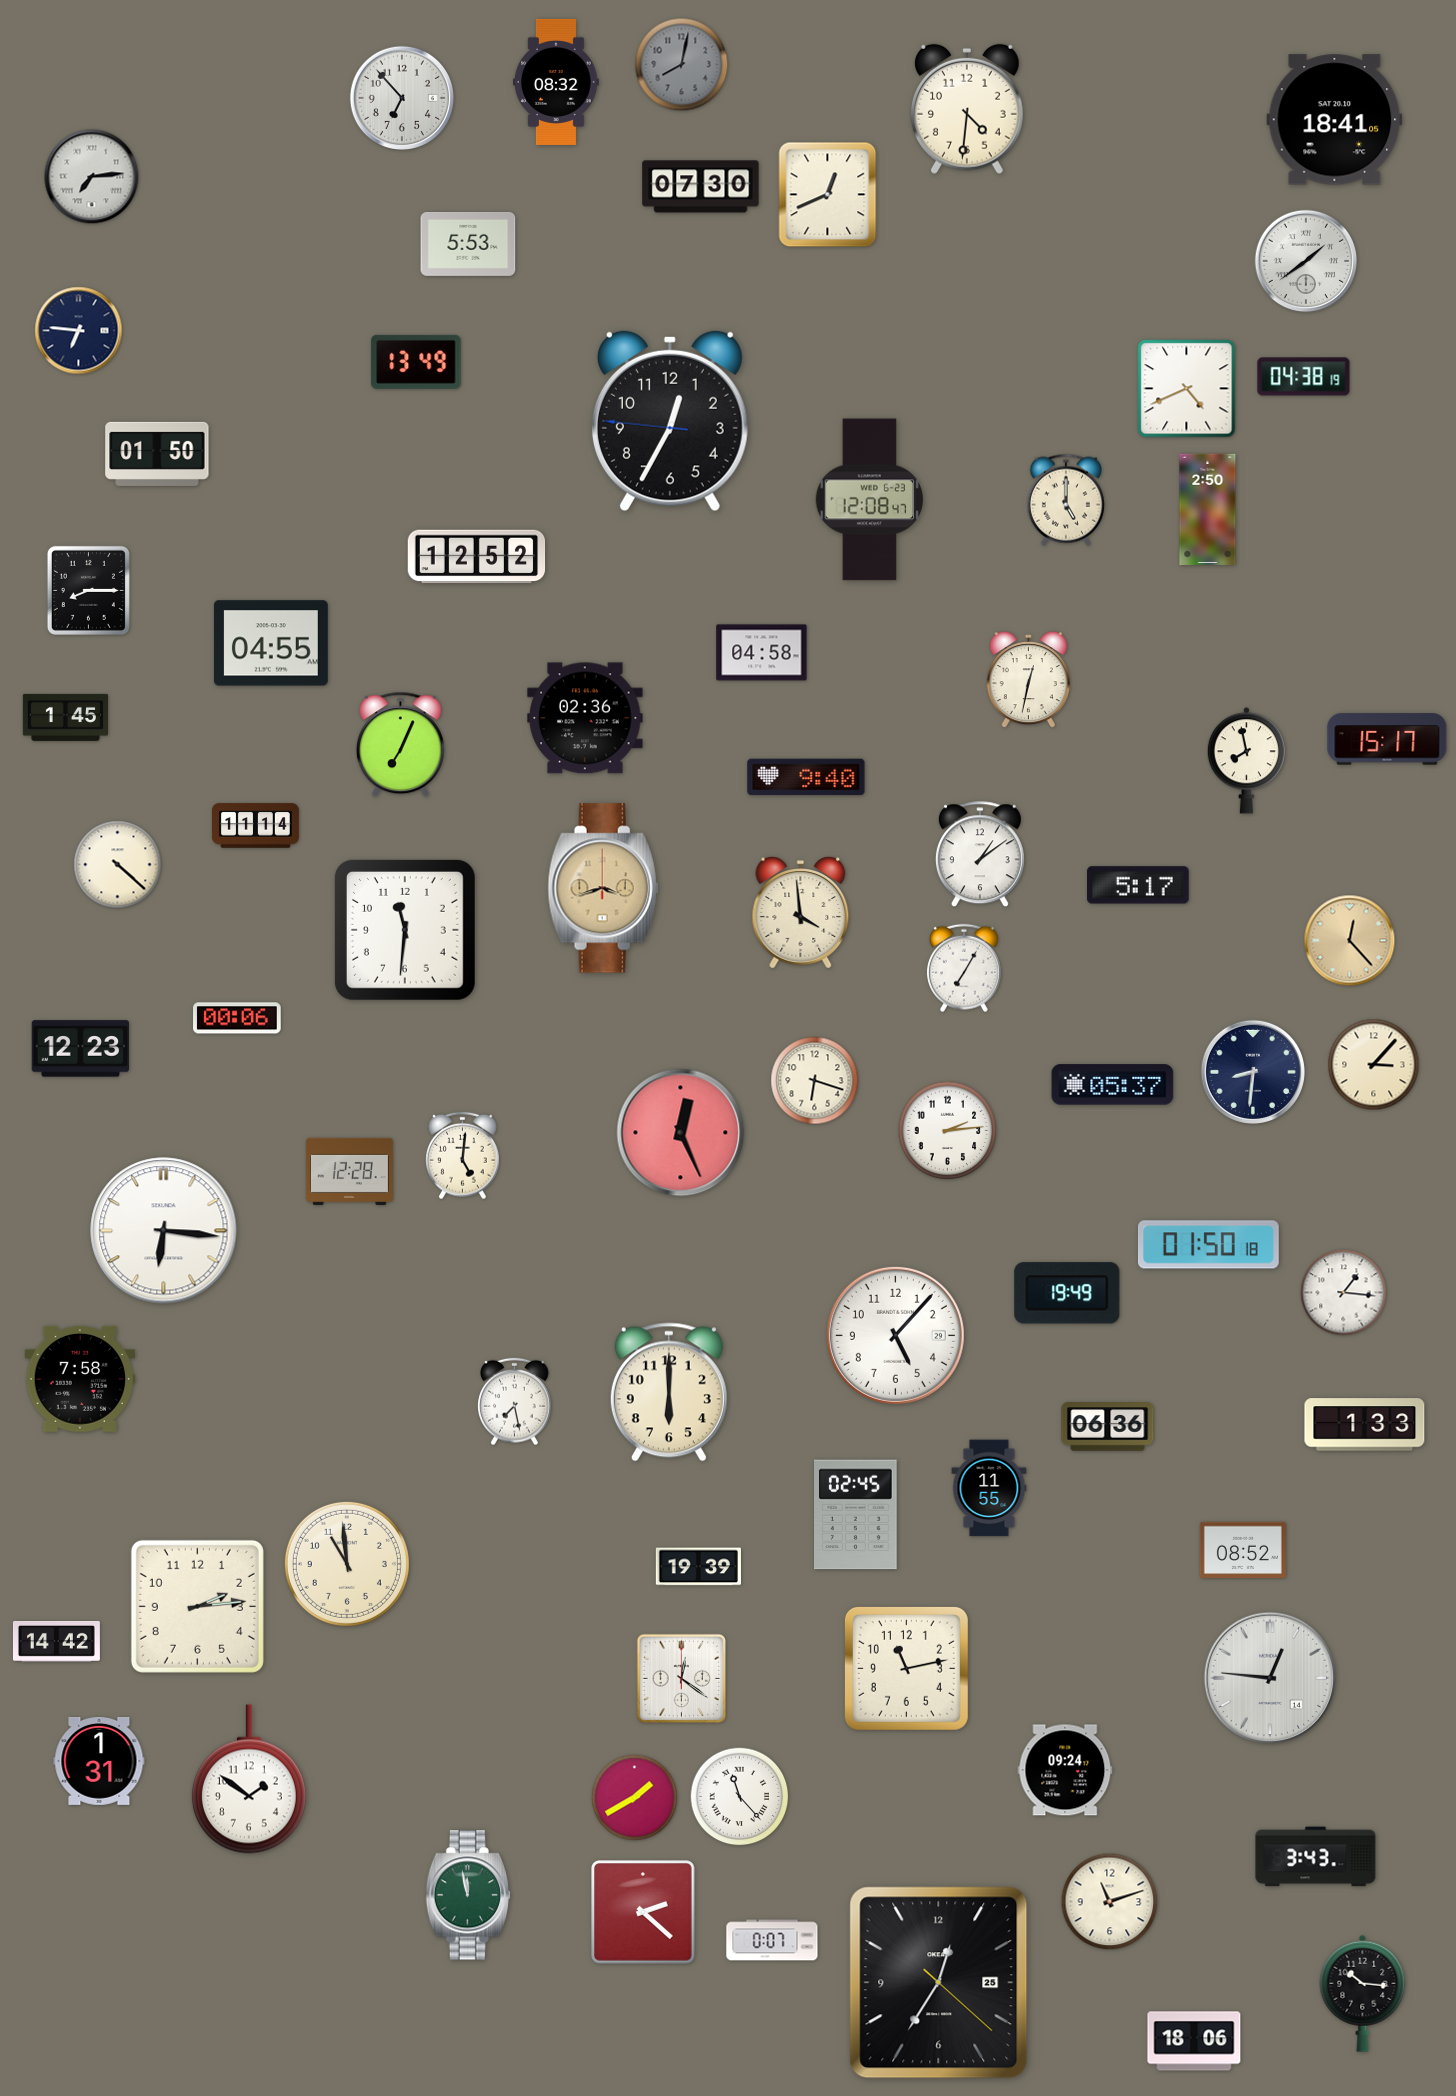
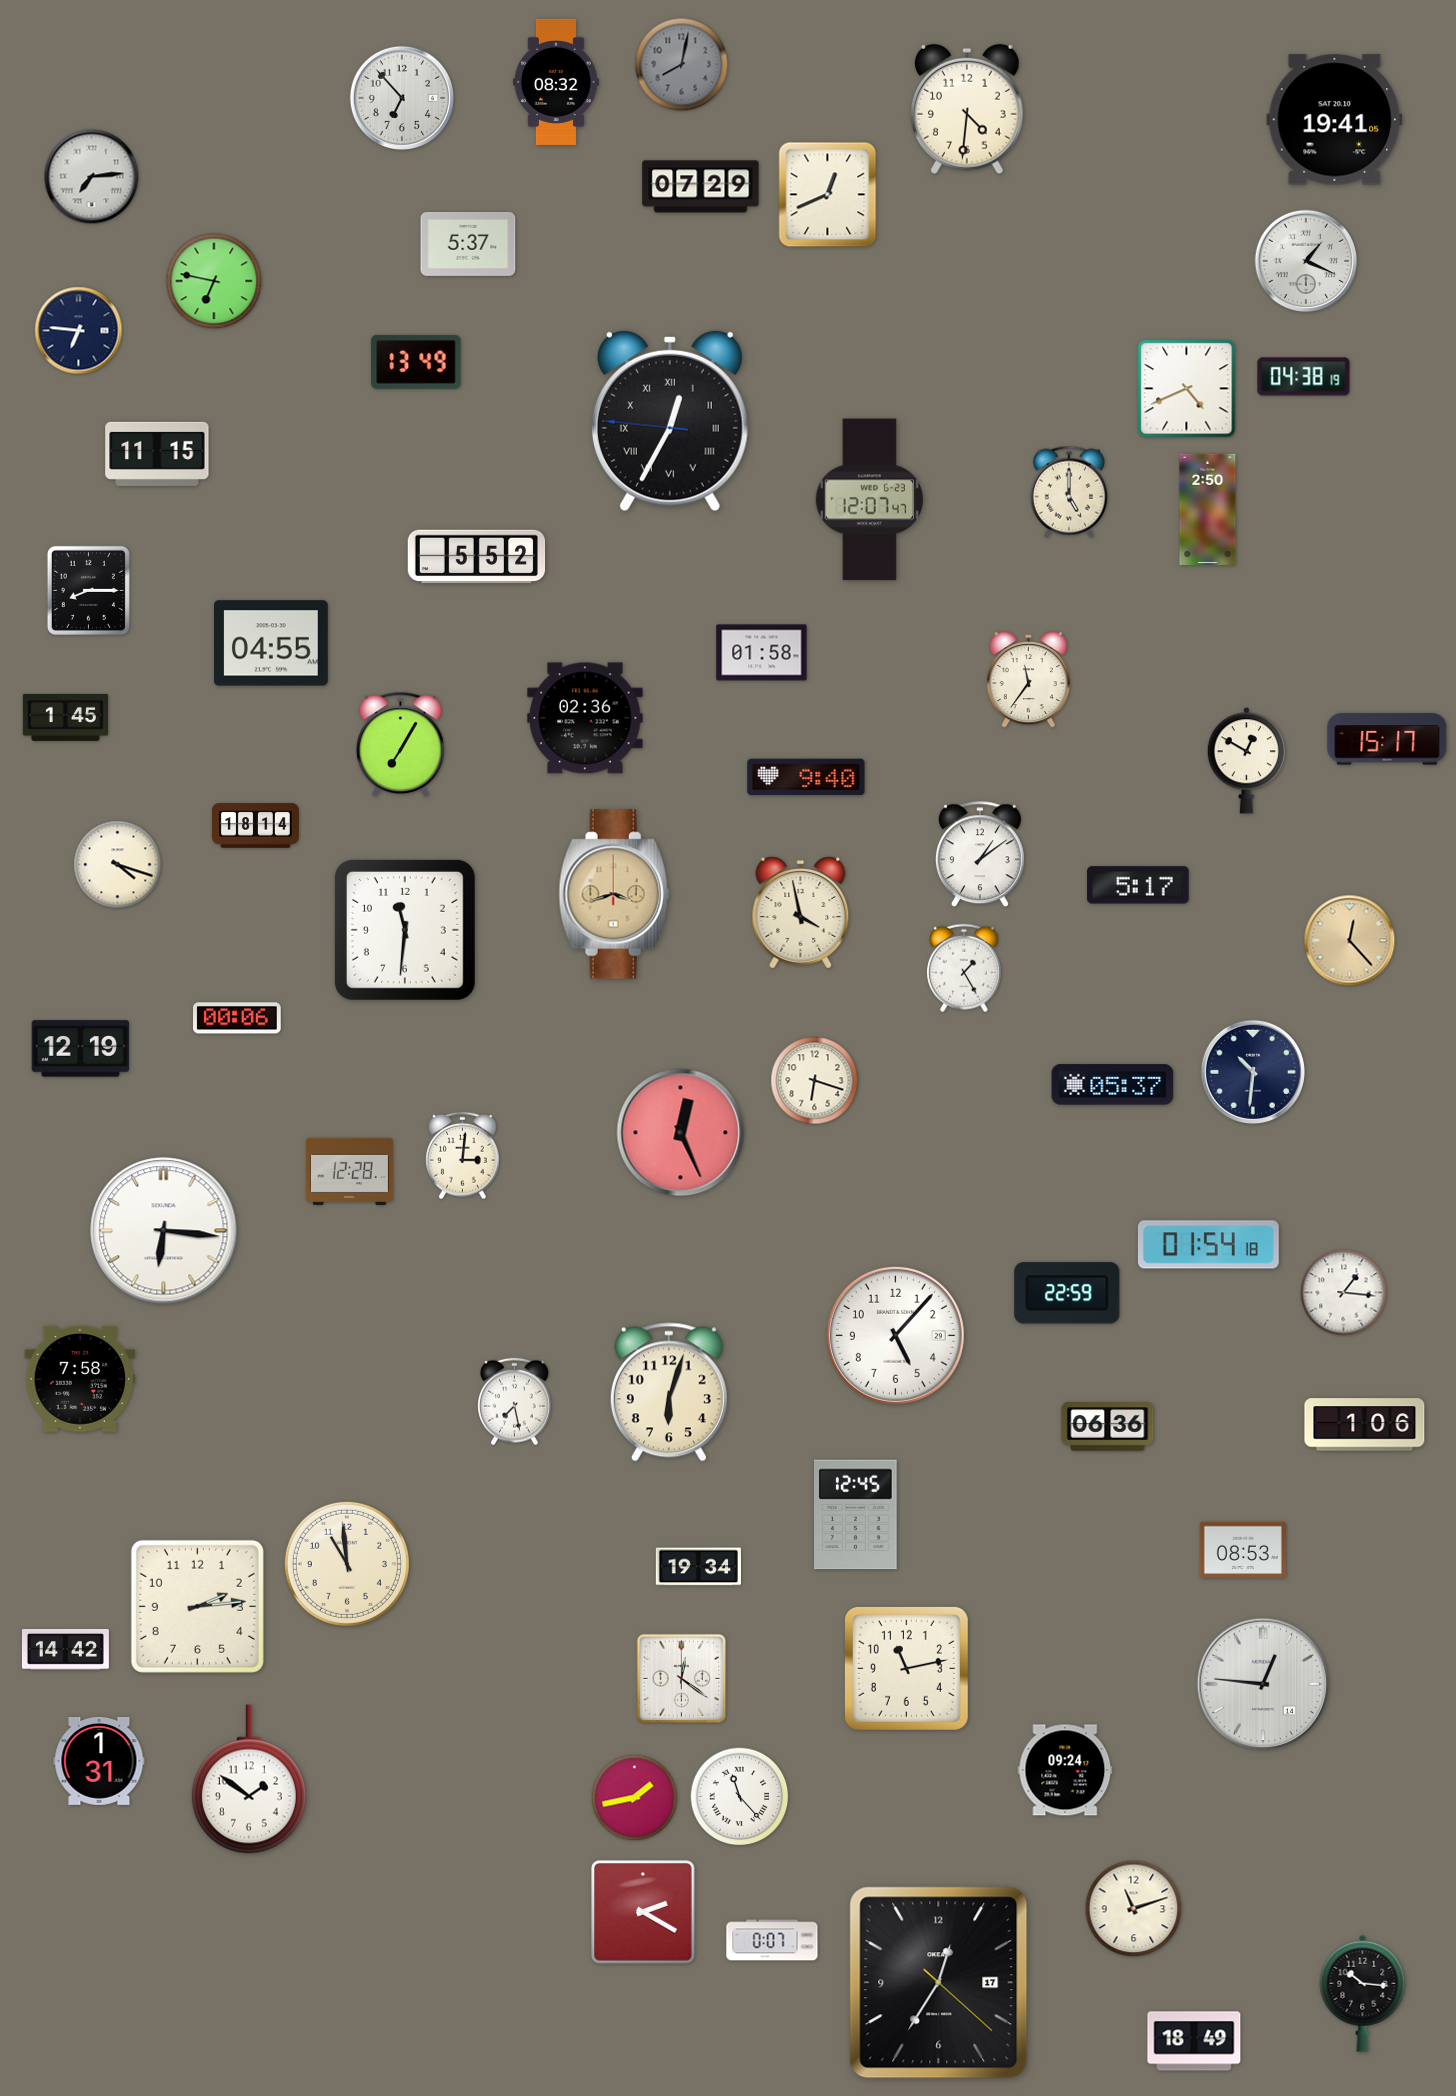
clock at (1335, 120): 18:41 -> 19:41
clock at (701, 187): 07:30 -> 07:29
clock at (468, 244): 5:53 -> 5:37
clock at (1306, 261): 1:39 -> 1:19
clock at (214, 281): none -> 6:47
clock at (670, 421) numerals: Arabic -> Roman
clock at (157, 454): 01:50 -> 11:15
clock at (869, 500): 12:08 -> 12:07
clock at (1066, 500) position: (1066, 500) -> (1069, 492)
clock at (477, 557): 12:52 -> 5:52
clock at (762, 653): 04:58 -> 01:58
clock at (1028, 680): 12:32 -> 11:36
clock at (400, 745): 7:04 -> 7:05
clock at (1246, 761): 7:58 -> 12:50
clock at (255, 826): 11:14 -> 18:14
clock at (118, 865): 4:22 -> 4:18
clock at (603, 888) position: (603, 888) -> (614, 894)
clock at (801, 913): 3:59 -> 3:58
clock at (964, 968): 7:05 -> 1:25
clock at (81, 1049): 12:23 -> 12:19
clock at (1374, 1065): 3:07 -> none
clock at (1253, 1072): 8:31 -> 10:31
clock at (948, 1131): 2:14 -> none
clock at (463, 1156): 5:01 -> 3:01
clock at (1208, 1245): 01:50 -> 01:54
clock at (1067, 1293): 19:49 -> 22:59
clock at (669, 1392): 6:00 -> 6:03
clock at (1365, 1425): 1:33 -> 1:06
clock at (989, 1488): 11:55 -> none
clock at (856, 1515): 02:45 -> 12:45
clock at (1243, 1550): 08:52 -> 08:53
clock at (698, 1567): 19:39 -> 19:34
clock at (56, 1641) position: (56, 1641) -> (65, 1649)
clock at (1269, 1677) position: (1269, 1677) -> (1262, 1683)
clock at (635, 1798): 1:40 -> 1:43
clock at (1316, 1857): 3:43 -> none
clock at (468, 1895): 11:58 -> none
clock at (1110, 1902) position: (1110, 1902) -> (1134, 1909)
clock at (643, 1912): 2:22 -> 2:20
clock at (939, 1983) date: 25 -> 17
clock at (1194, 2041): 18:06 -> 18:49
